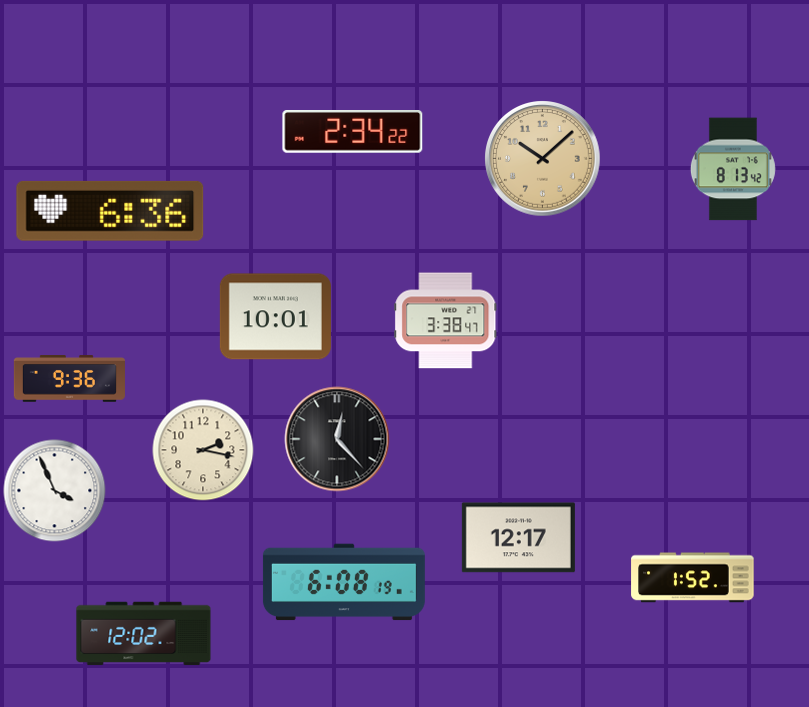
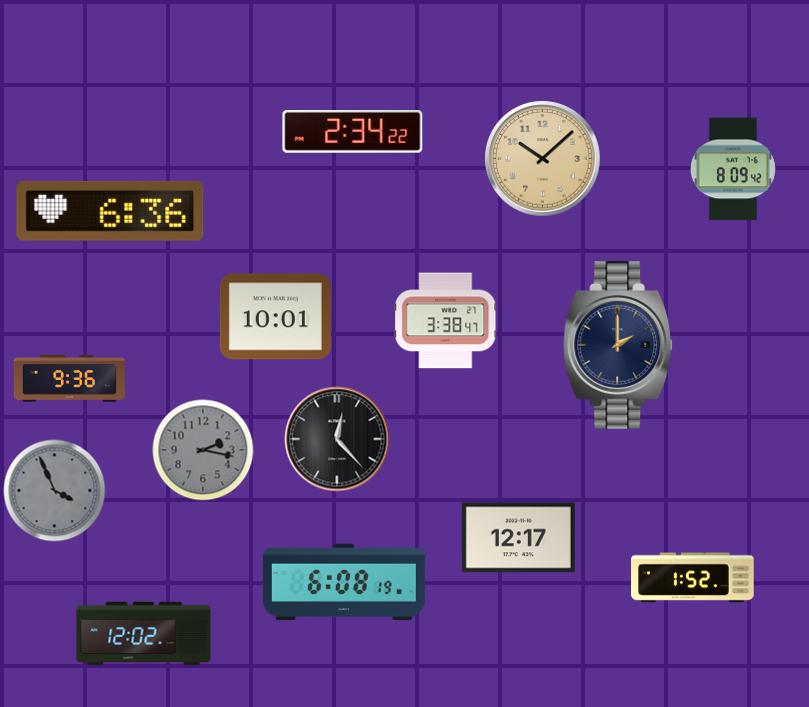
clock at (733, 169): 8:13 -> 8:09
clock at (619, 346): none -> 2:00
clock at (203, 450) dial: cream -> grey
clock at (55, 491) dial: white -> grey
